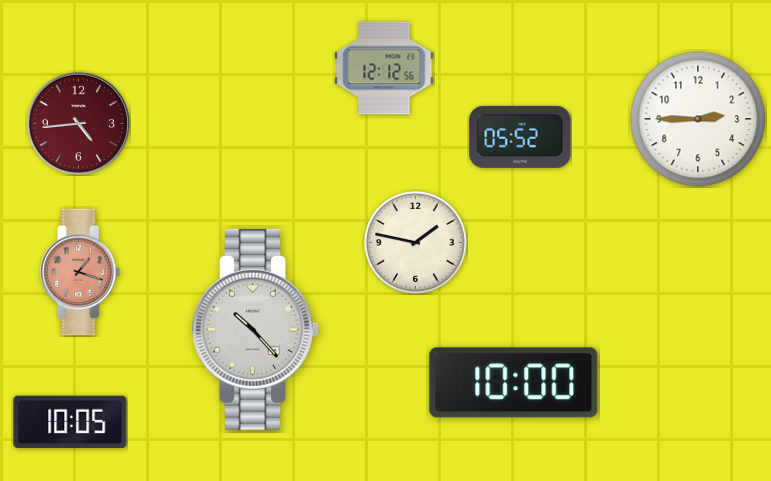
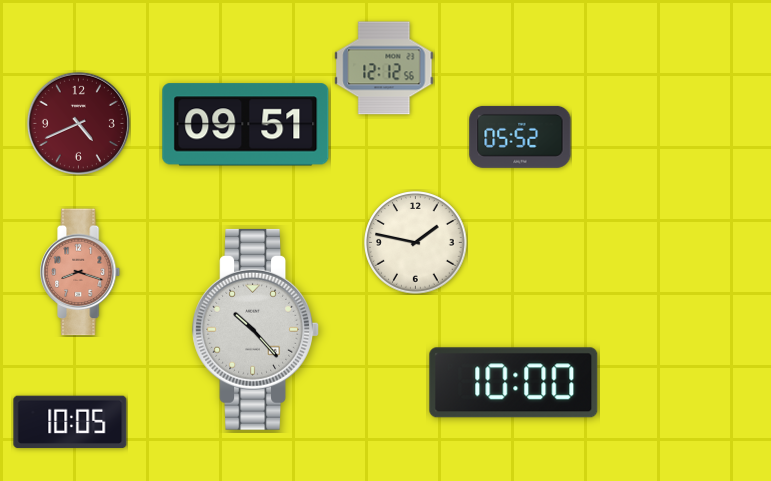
clock at (698, 119): 2:45 -> none
clock at (78, 123): 4:44 -> 4:41
clock at (246, 125): none -> 09:51
clock at (81, 272): 1:18 -> 8:18
